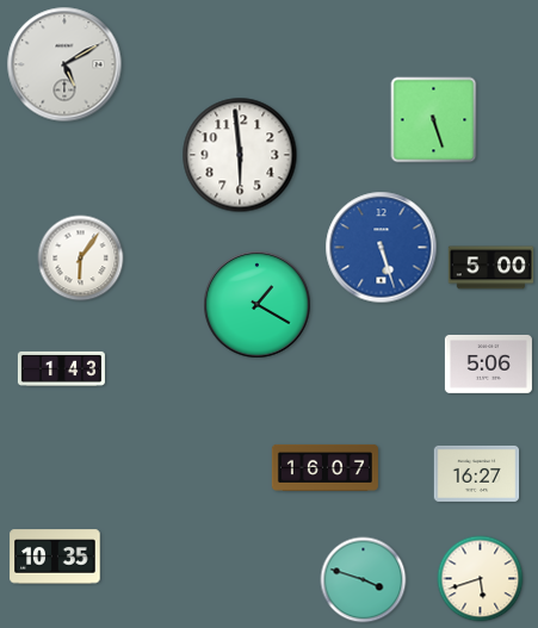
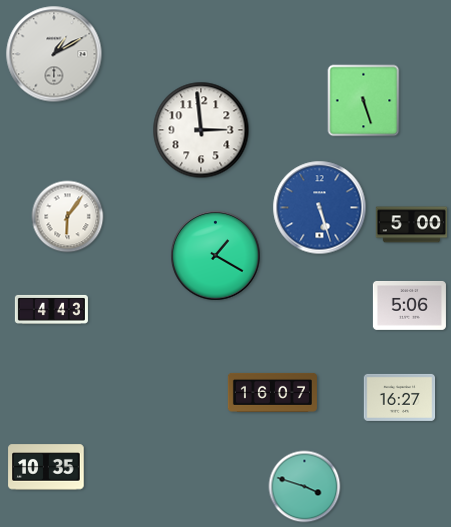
clock at (64, 64): 5:10 -> 1:10
clock at (240, 155): 5:59 -> 2:59
clock at (61, 368): 1:43 -> 4:43
clock at (481, 579): 5:42 -> none
